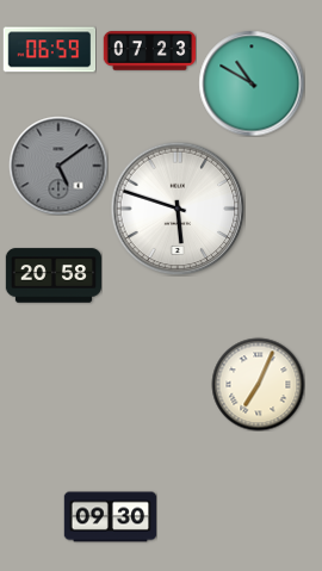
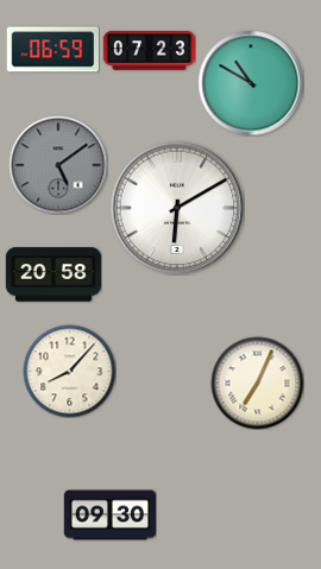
clock at (49, 50) position: (49, 50) -> (52, 50)
clock at (178, 209): 5:48 -> 6:10
clock at (69, 371): none -> 8:07
